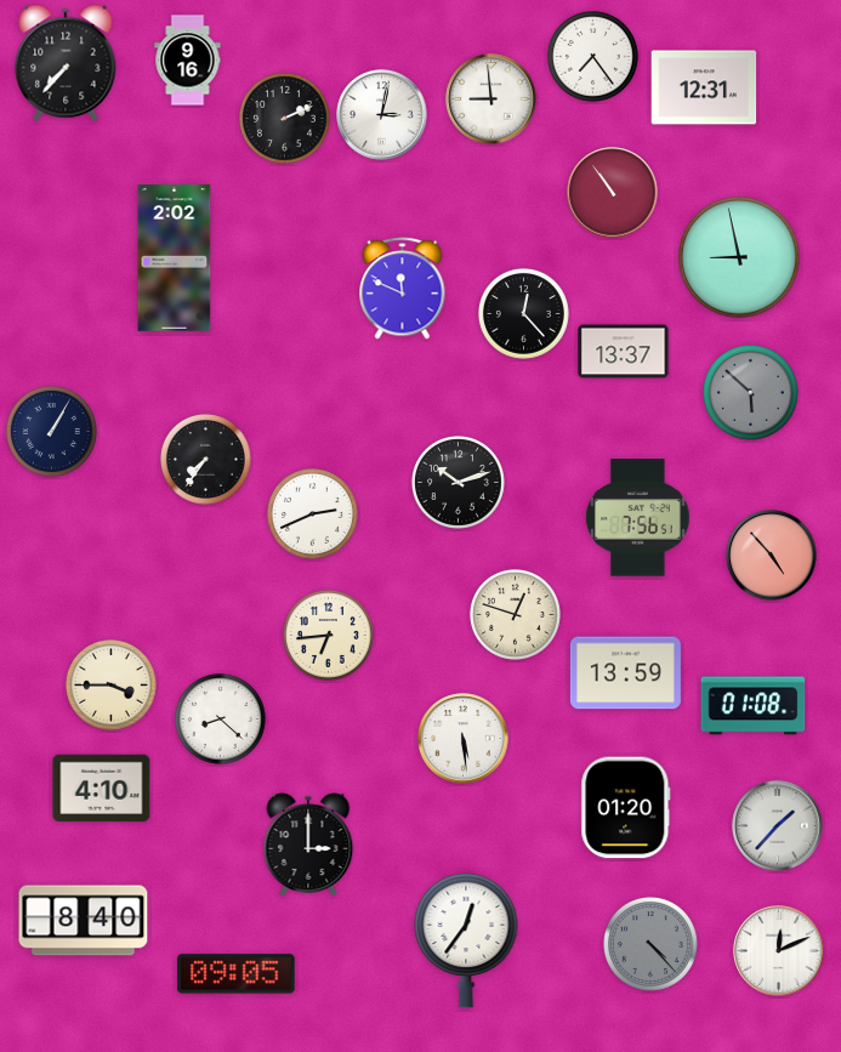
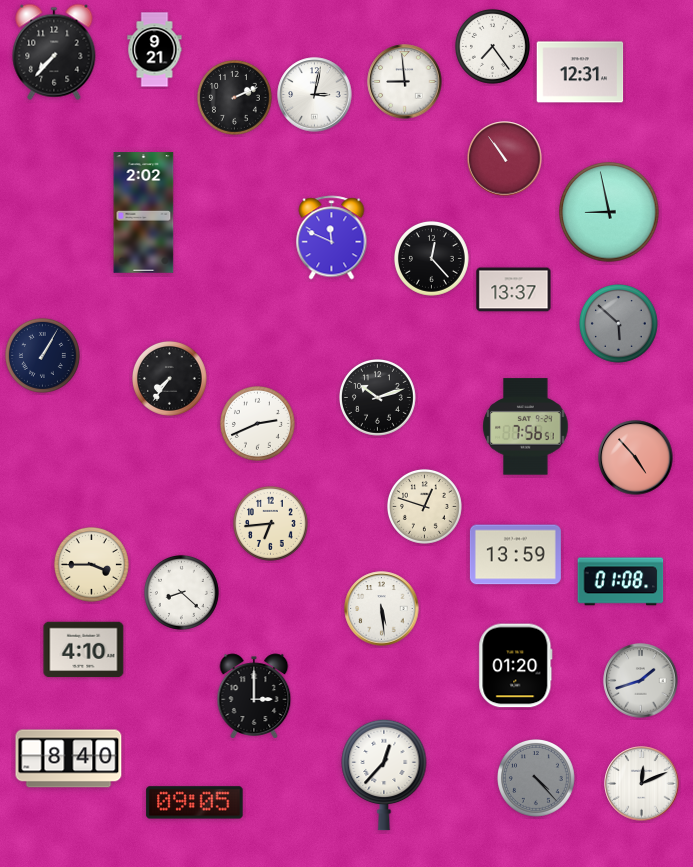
clock at (592, 56) position: (592, 56) -> (492, 46)
clock at (188, 61): 9:16 -> 9:21
clock at (778, 826): 1:37 -> 1:42
clock at (466, 940): 12:36 -> 12:37
